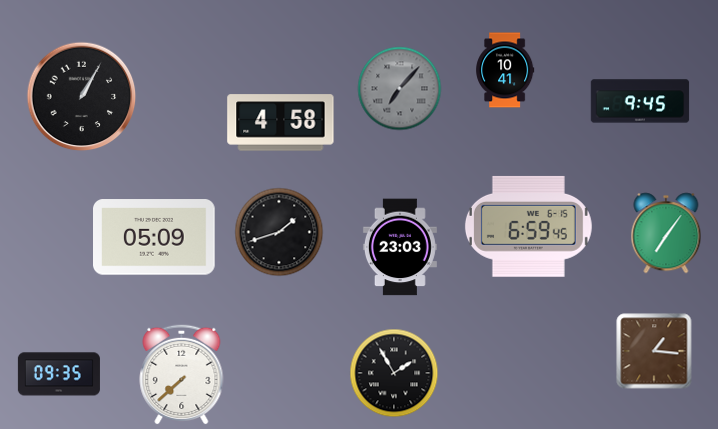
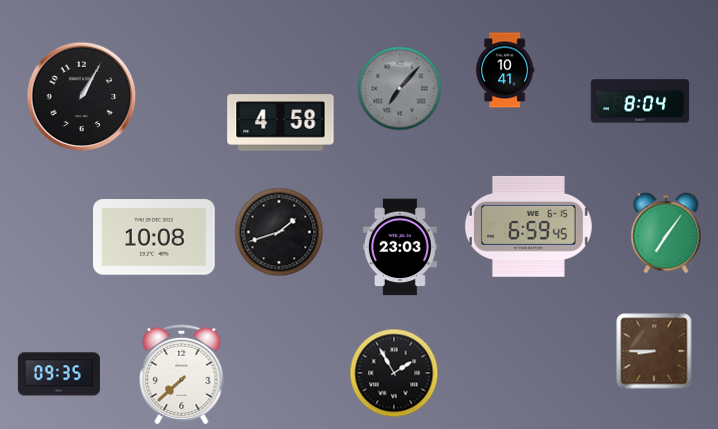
clock at (640, 101): 9:45 -> 8:04
clock at (155, 237): 05:09 -> 10:08
clock at (654, 351): 1:16 -> 8:45
